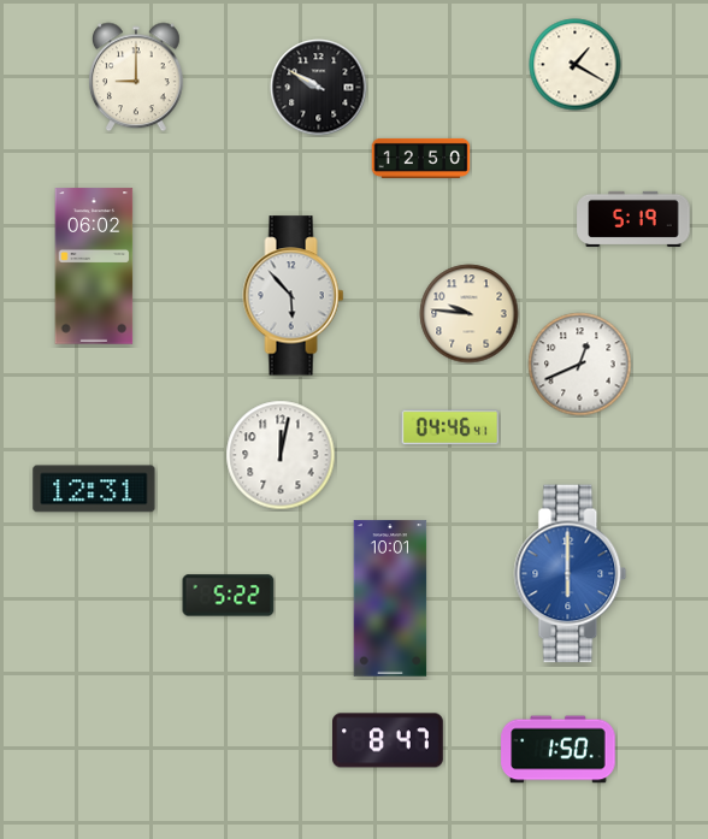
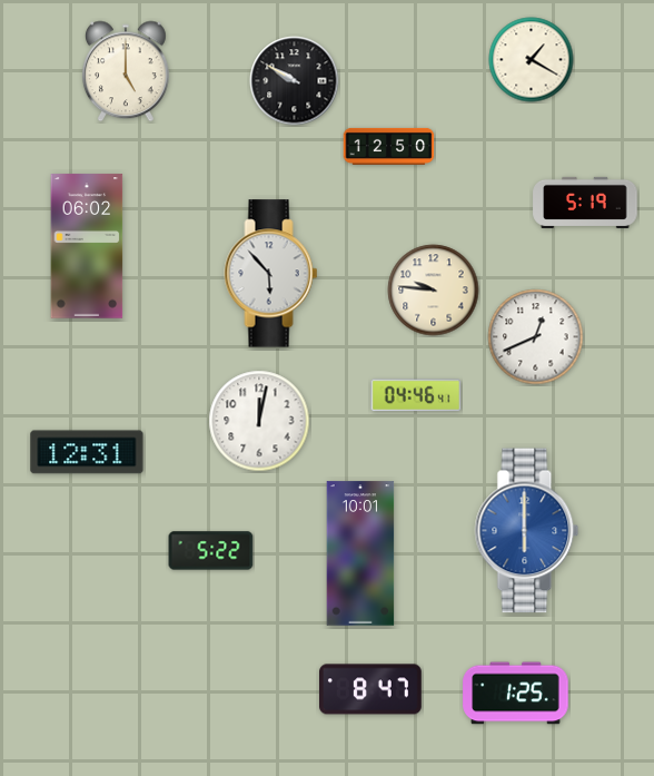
clock at (136, 77): 9:00 -> 5:00
clock at (389, 740) position: (389, 740) -> (371, 689)
clock at (559, 750): 1:50 -> 1:25
